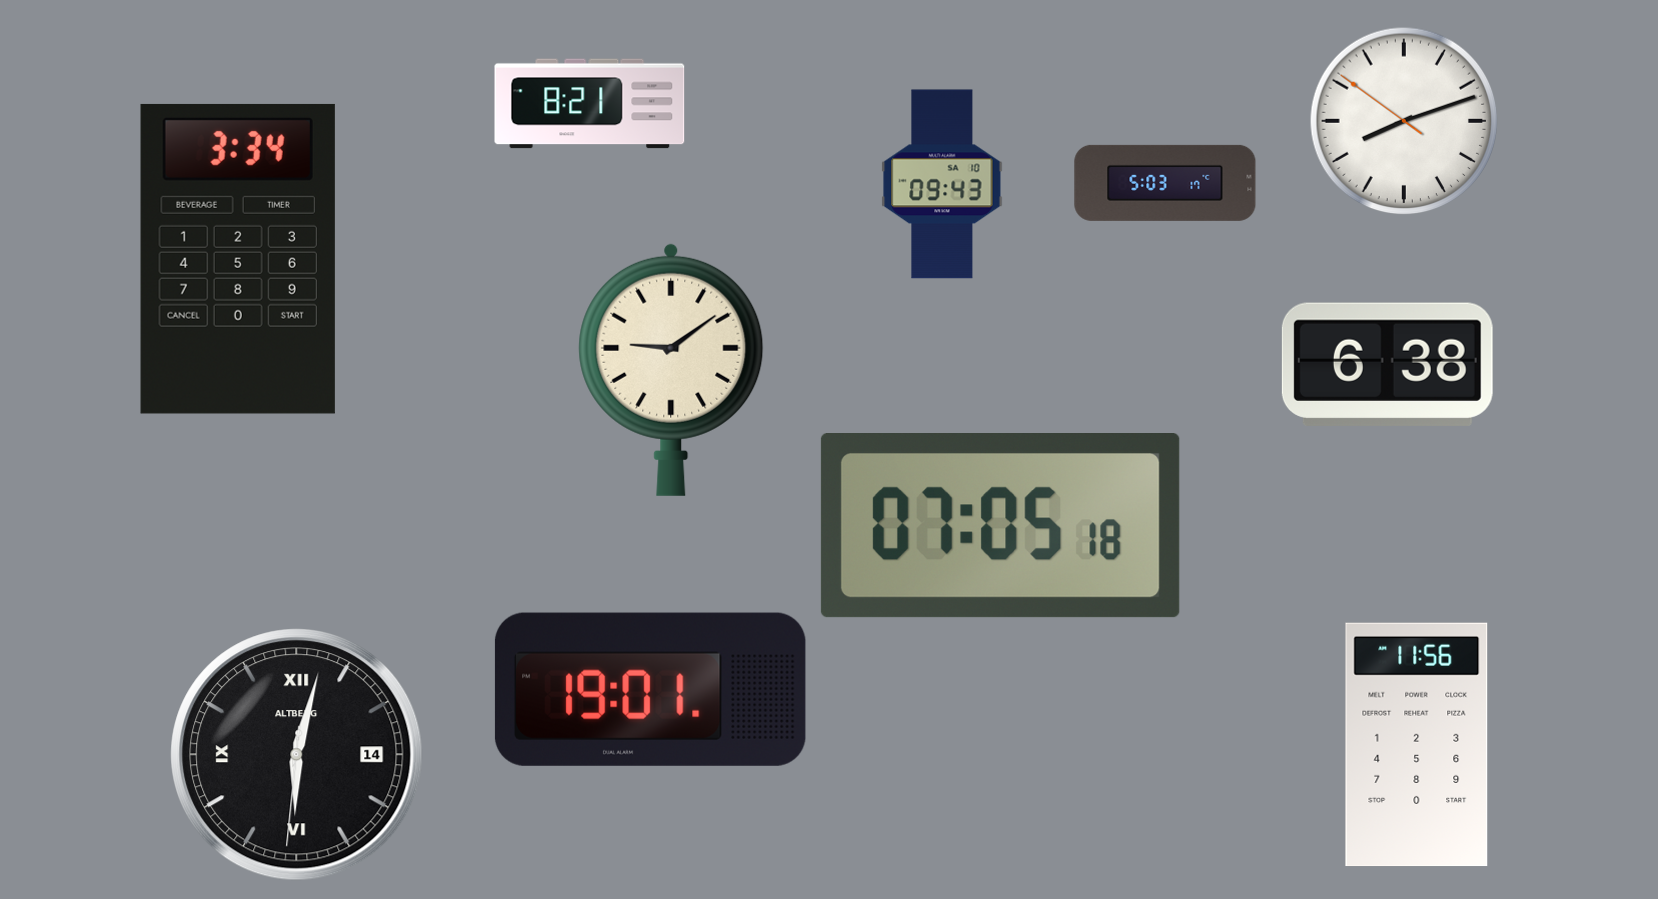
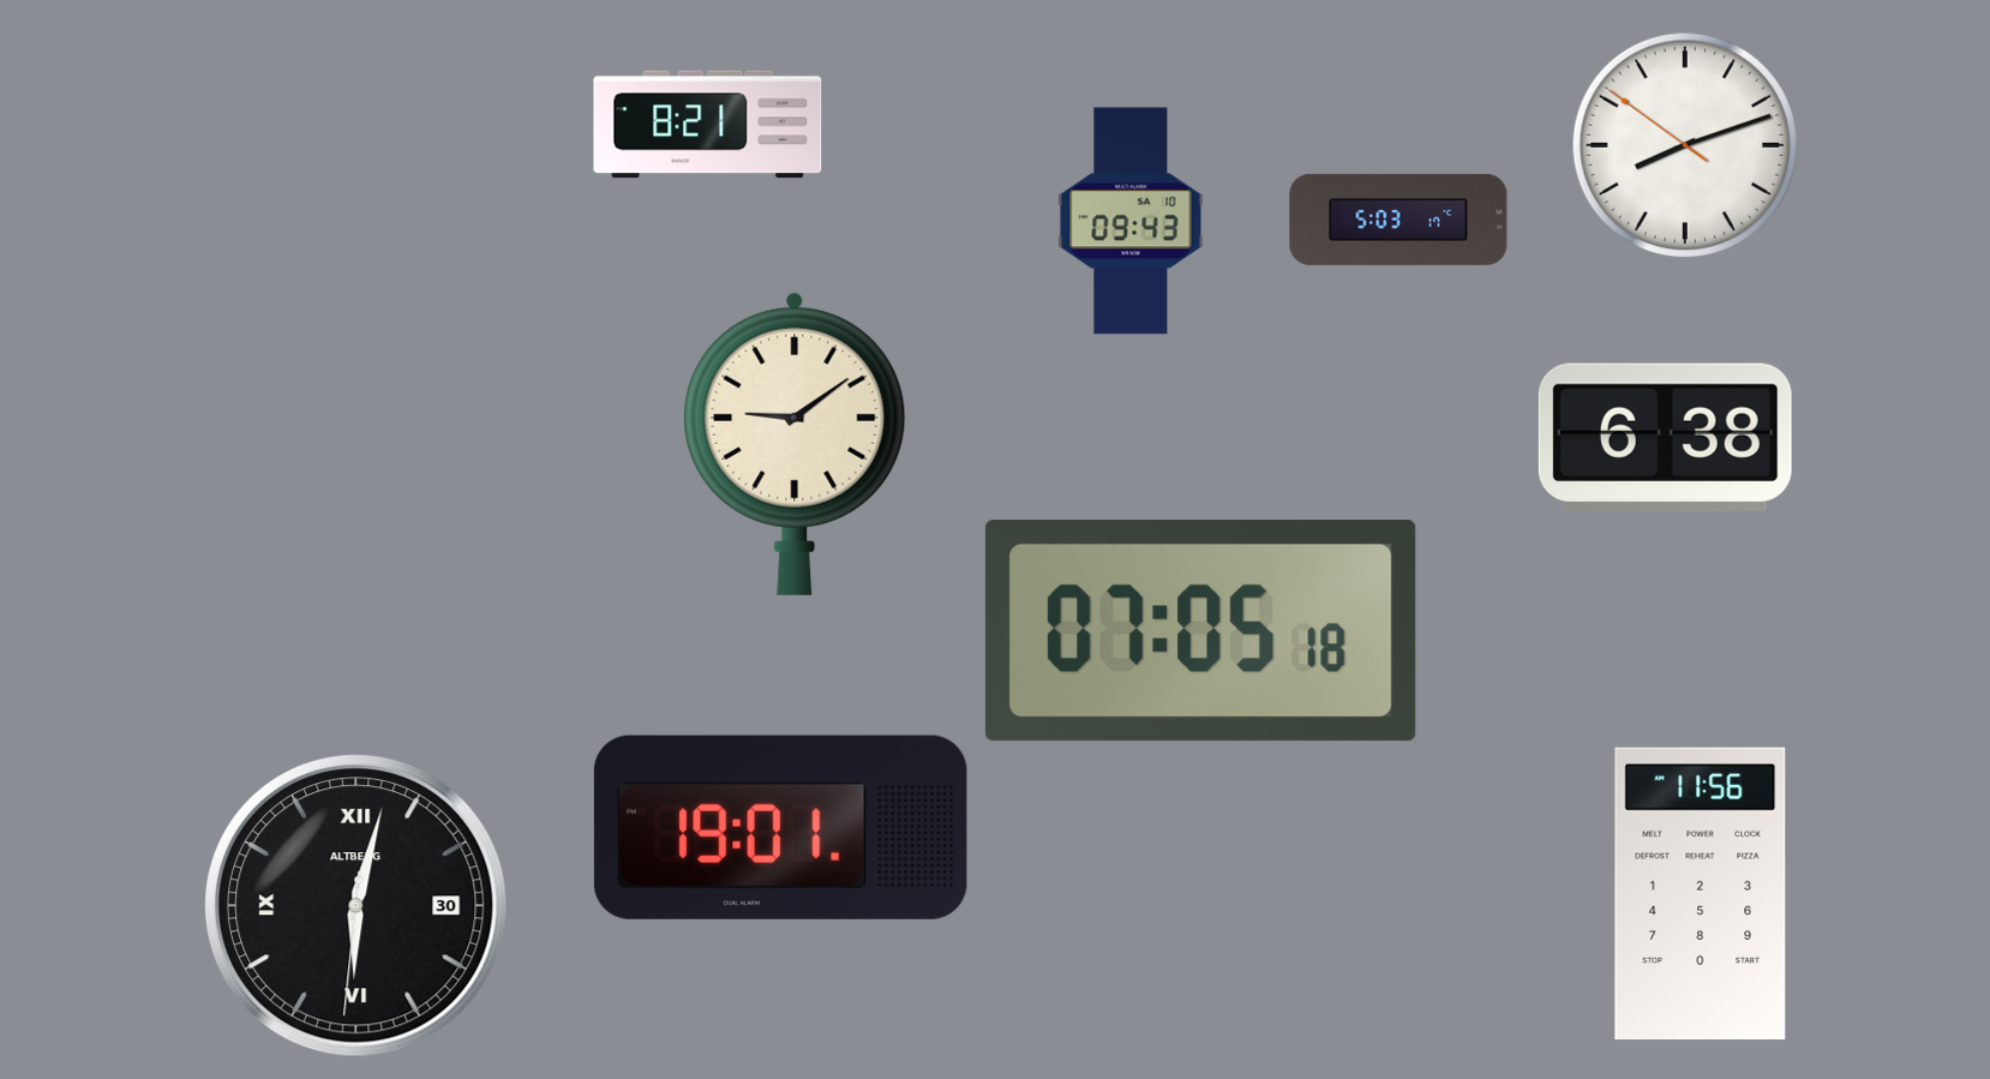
clock at (238, 259): 3:34 -> none
clock at (671, 369) position: (671, 369) -> (795, 443)
clock at (297, 755) date: 14 -> 30
